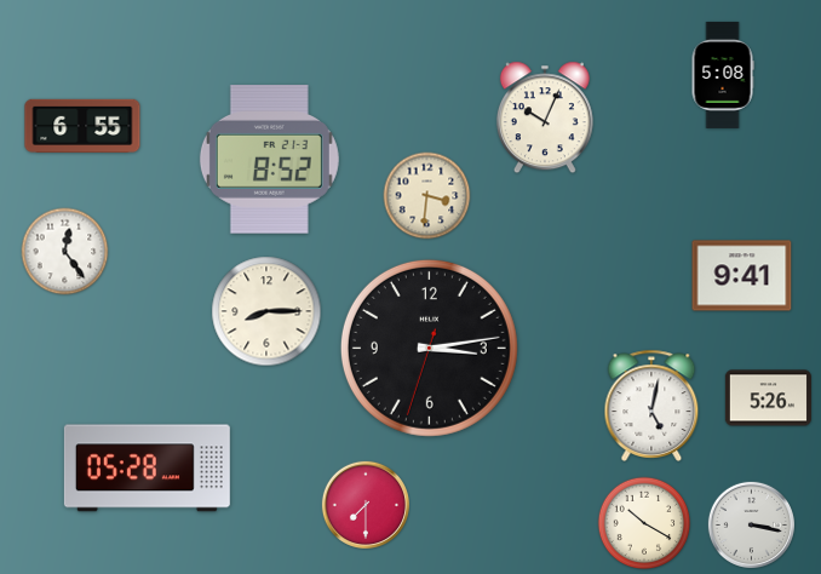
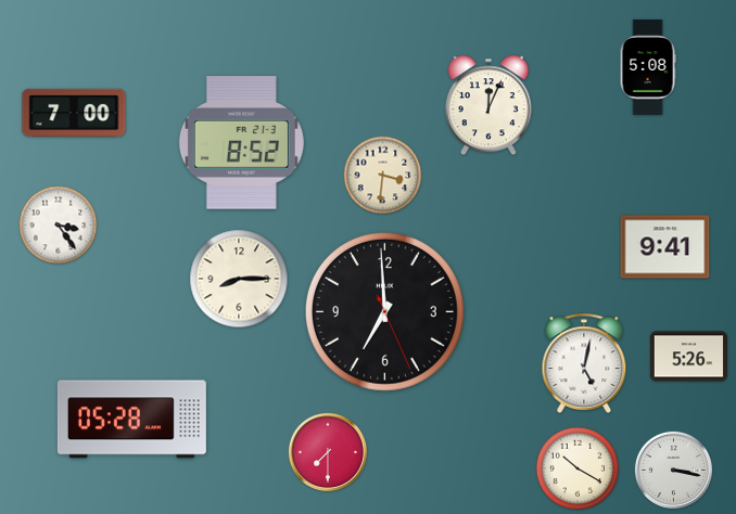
clock at (545, 117): 10:04 -> 12:04
clock at (82, 126): 6:55 -> 7:00
clock at (65, 252): 12:24 -> 3:24
clock at (429, 348): 3:13 -> 6:59
